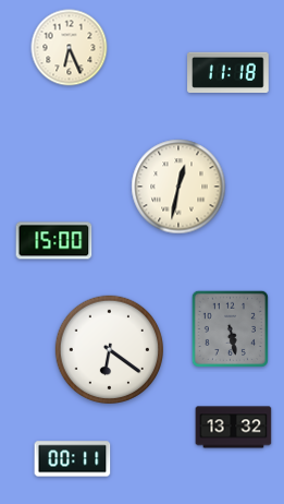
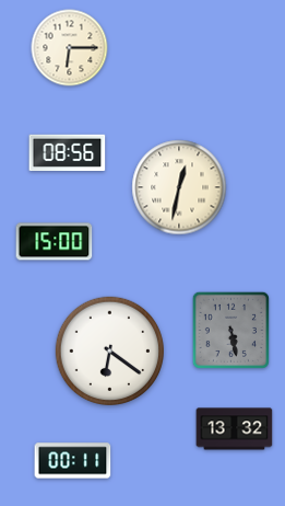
clock at (70, 48): 6:26 -> 6:15
clock at (229, 72): 11:18 -> none
clock at (68, 152): none -> 08:56
